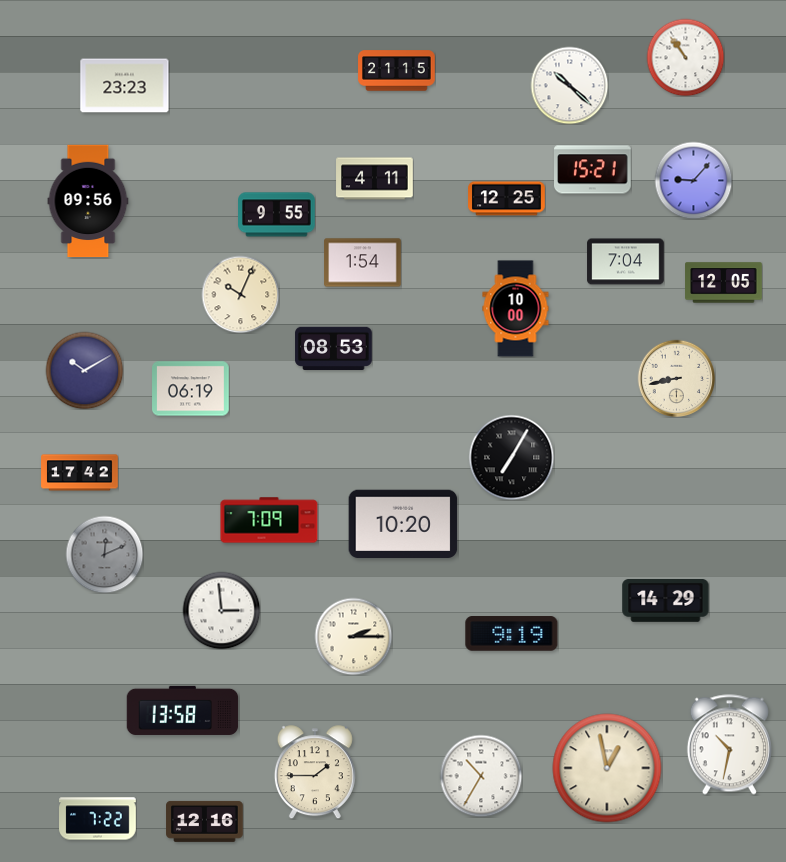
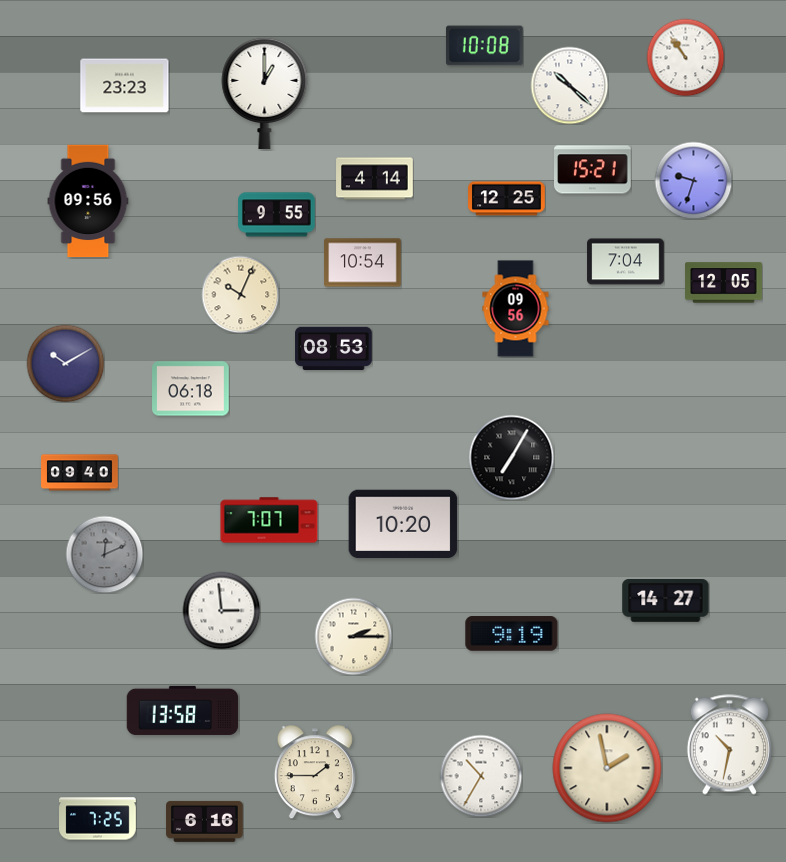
clock at (484, 46): none -> 10:08
clock at (397, 71): 21:15 -> none
clock at (265, 93): none -> 1:00
clock at (375, 179): 4:11 -> 4:14
clock at (693, 180): 9:07 -> 9:33
clock at (363, 263): 1:54 -> 10:54
clock at (516, 309): 10:00 -> 09:56
clock at (84, 370) position: (84, 370) -> (65, 363)
clock at (676, 378): 8:43 -> none
clock at (191, 389): 06:19 -> 06:18
clock at (80, 473): 17:42 -> 09:40
clock at (269, 520): 7:09 -> 7:07
clock at (666, 601): 14:29 -> 14:27
clock at (607, 768): 12:58 -> 1:58
clock at (98, 819): 7:22 -> 7:25
clock at (205, 821): 12:16 -> 6:16
